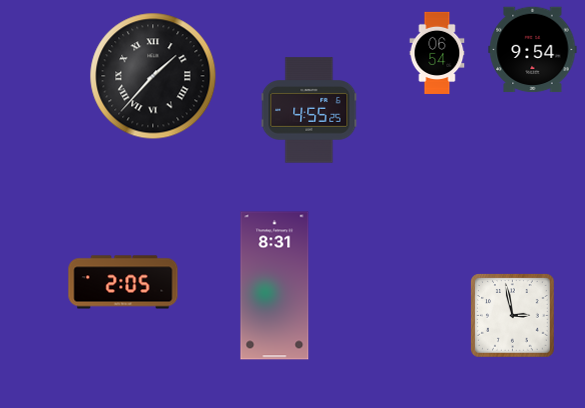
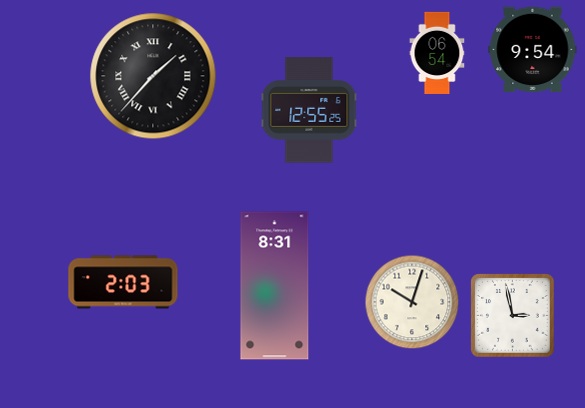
clock at (309, 110): 4:55 -> 12:55
clock at (123, 282): 2:05 -> 2:03
clock at (412, 302): none -> 10:03
